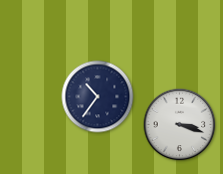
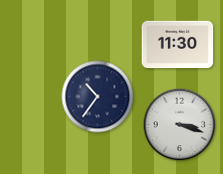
clock at (178, 45): none -> 11:30
